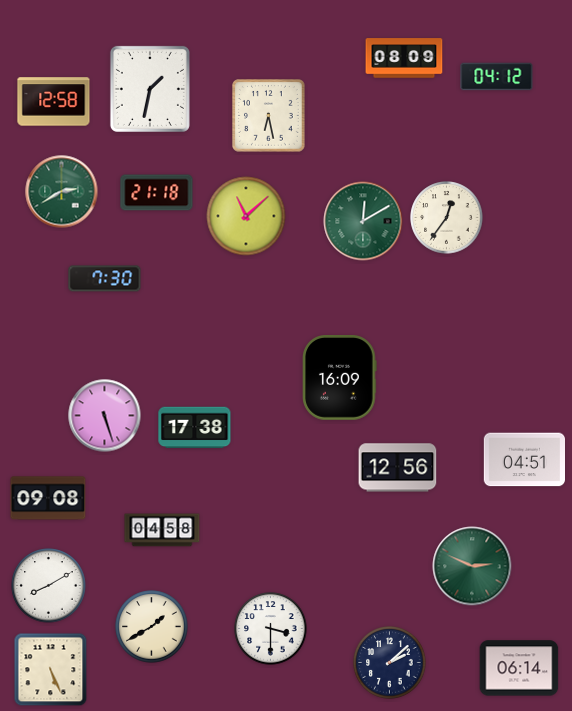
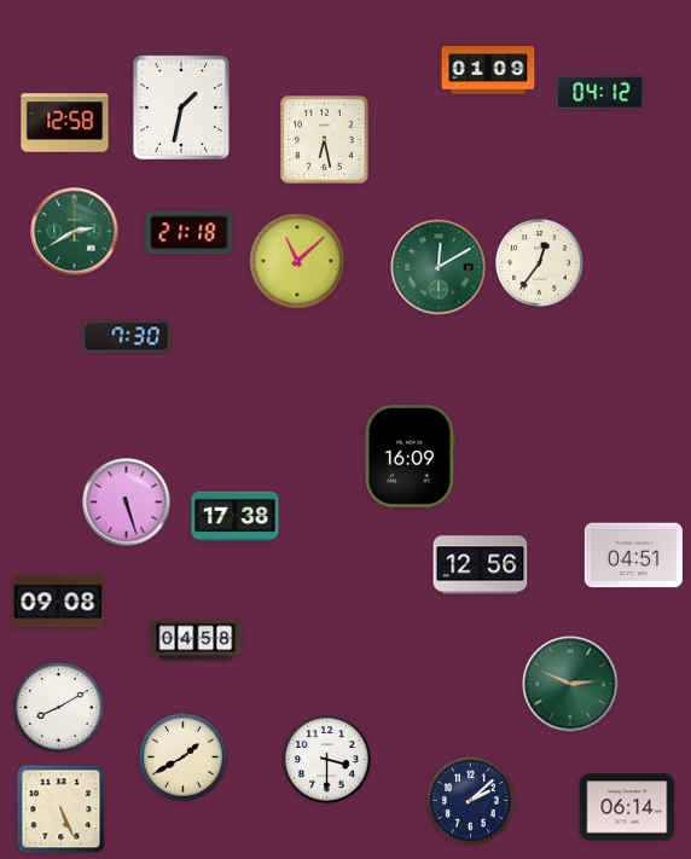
clock at (404, 58): 08:09 -> 01:09
